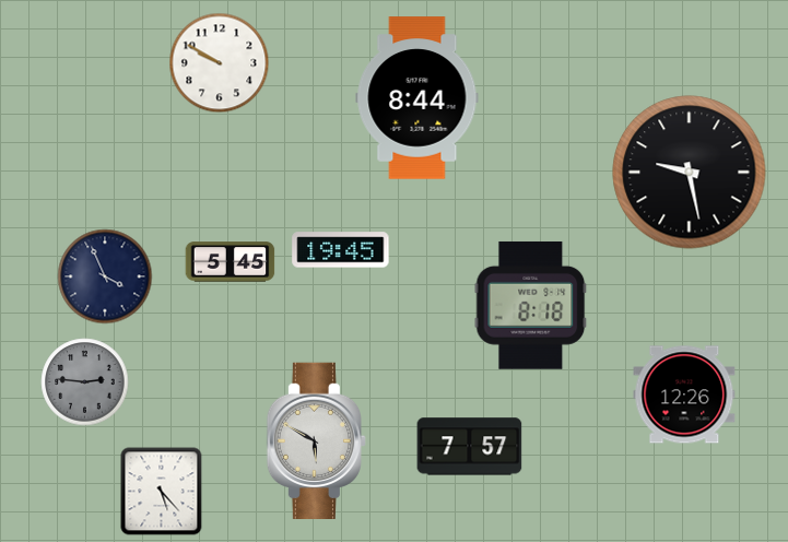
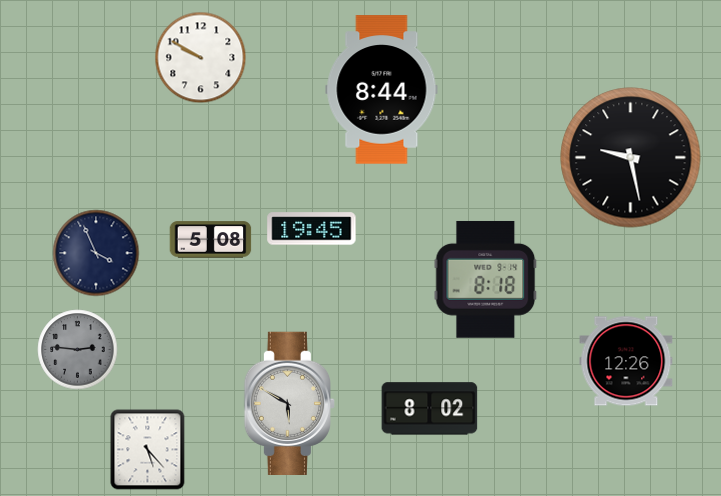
clock at (231, 262): 5:45 -> 5:08
clock at (470, 447): 7:57 -> 8:02
